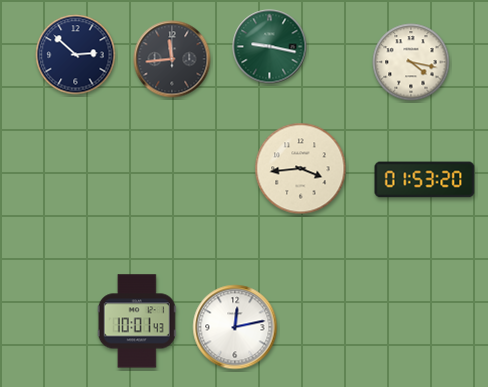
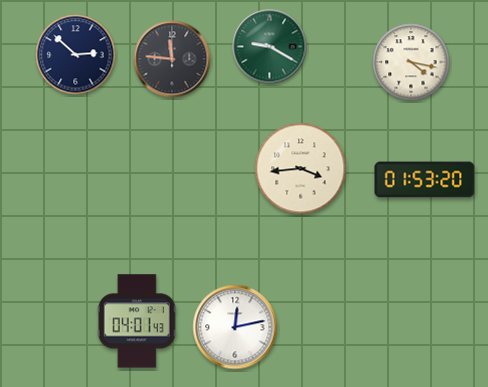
clock at (270, 47): 9:17 -> 9:20
clock at (172, 59): 11:44 -> 11:46
clock at (137, 321): 10:01 -> 04:01
